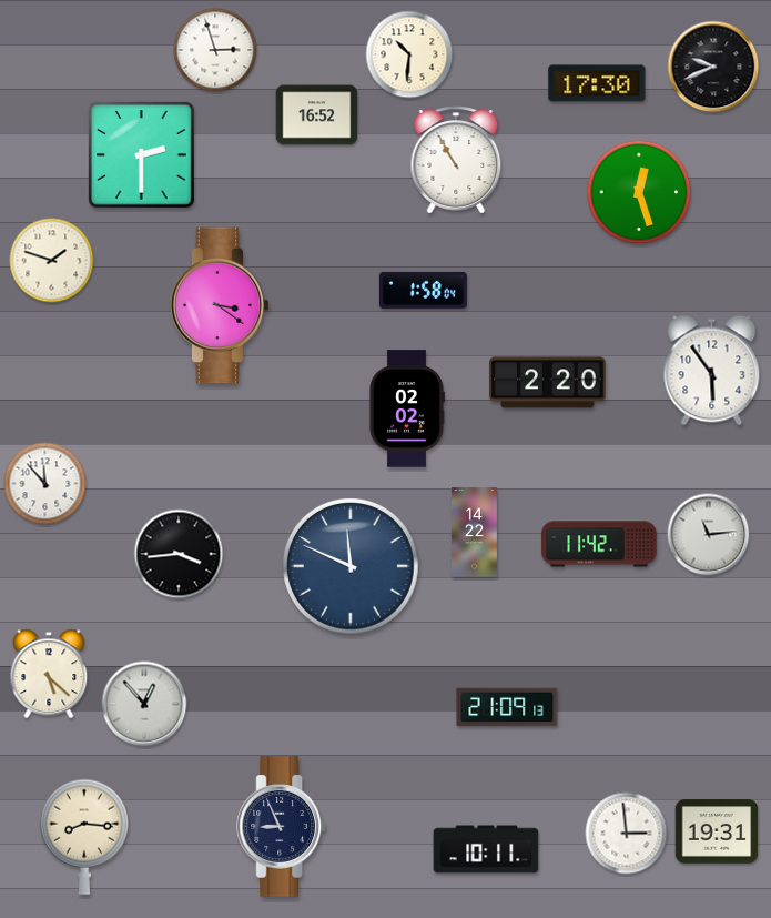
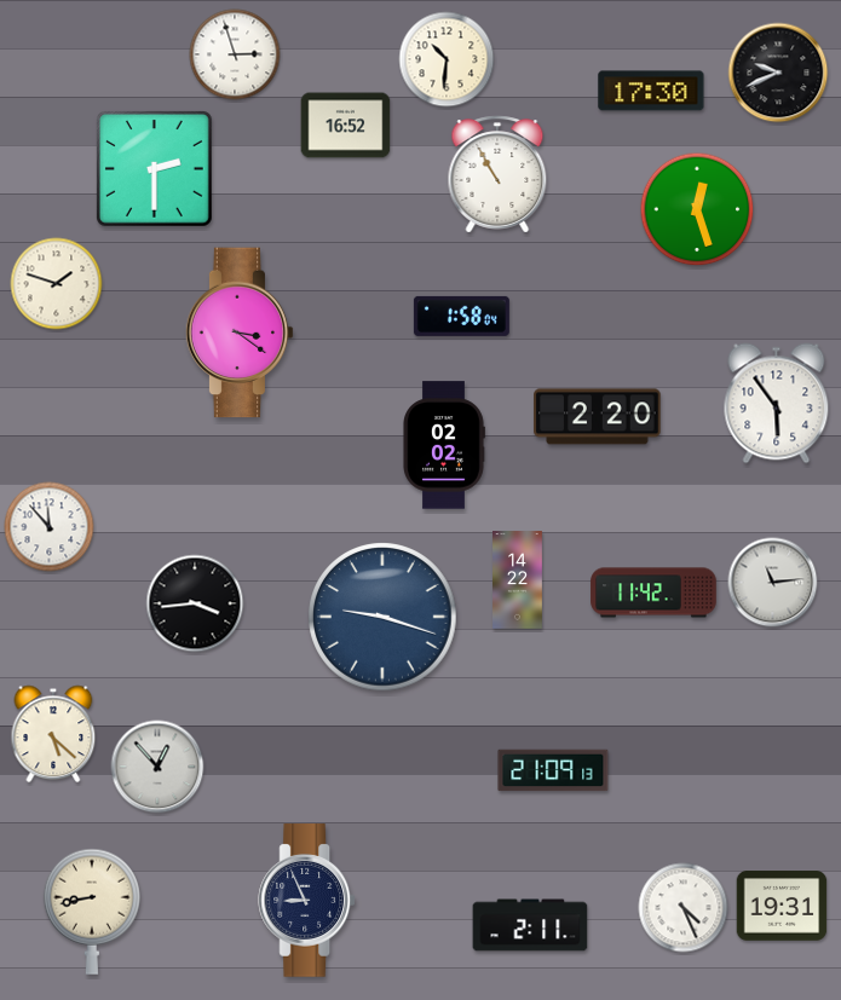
clock at (351, 566): 11:49 -> 9:18
clock at (627, 834): 2:59 -> 4:26
clock at (84, 837): 8:16 -> 8:43
clock at (486, 849): 10:11 -> 2:11
